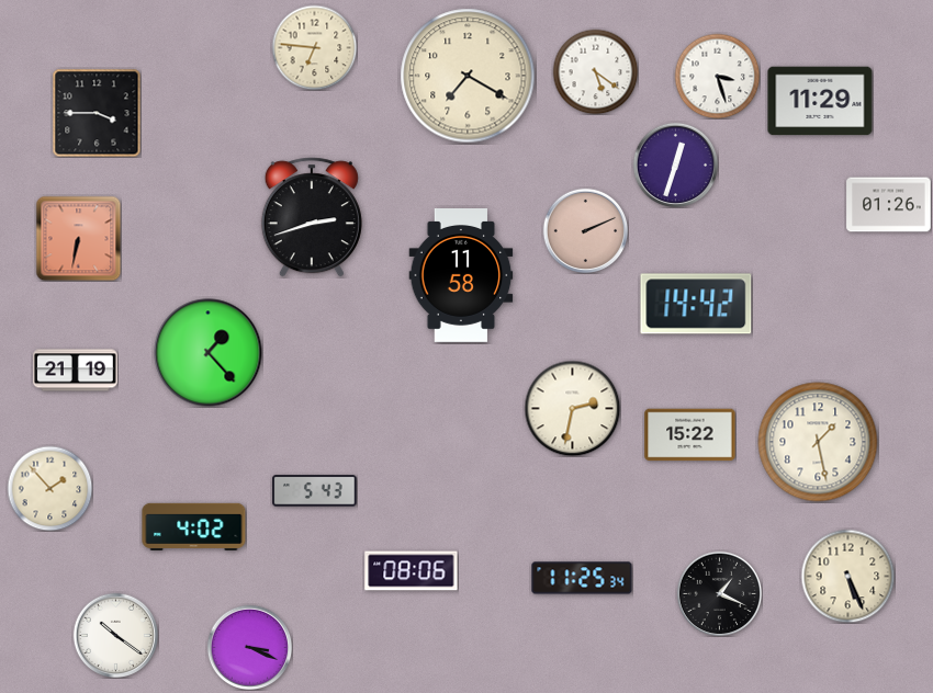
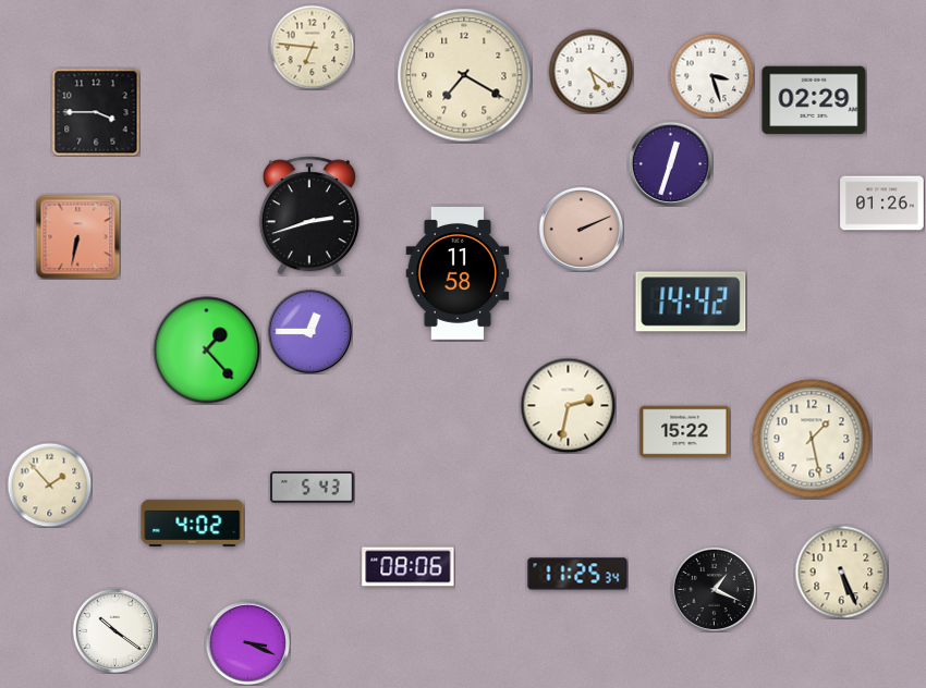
clock at (820, 101): 11:29 -> 02:29
clock at (309, 331): none -> 12:45
clock at (76, 371): 21:19 -> none
